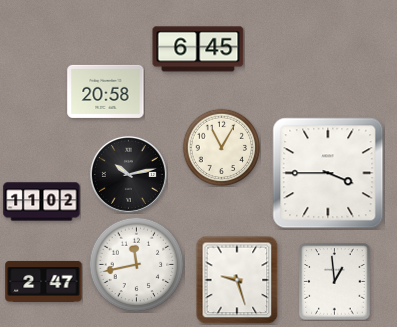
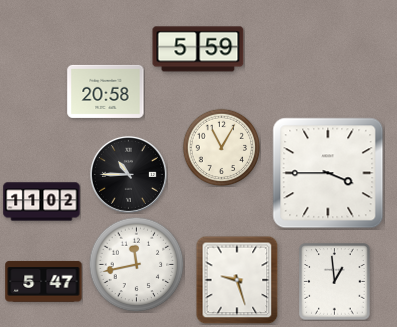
clock at (198, 49): 6:45 -> 5:59
clock at (128, 174): 10:13 -> 10:45
clock at (44, 281): 2:47 -> 5:47
